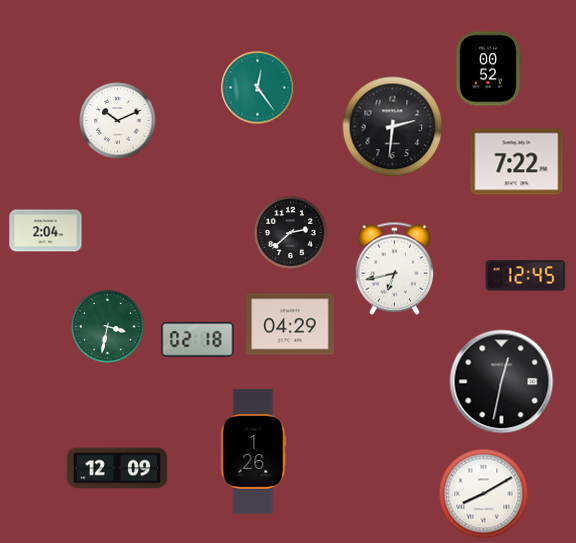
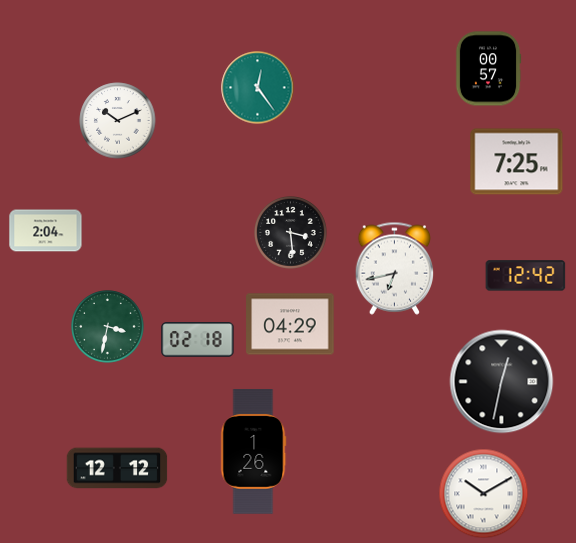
clock at (488, 69): 00:52 -> 00:57
clock at (393, 127): 2:31 -> none
clock at (517, 162): 7:22 -> 7:25
clock at (291, 233): 2:38 -> 3:29
clock at (526, 276): 12:45 -> 12:42
clock at (117, 468): 12:09 -> 12:12
clock at (484, 494): 8:10 -> 10:10
